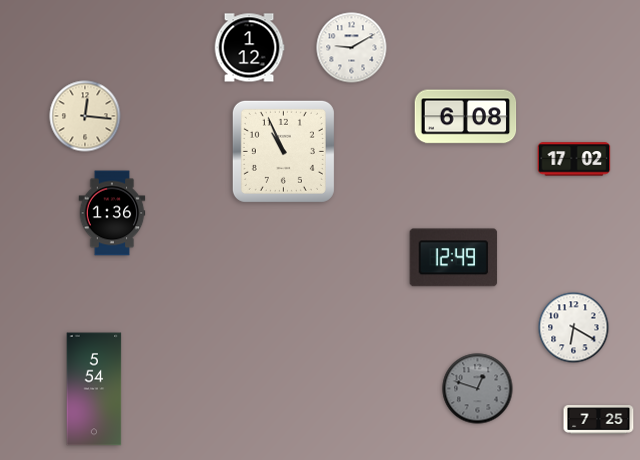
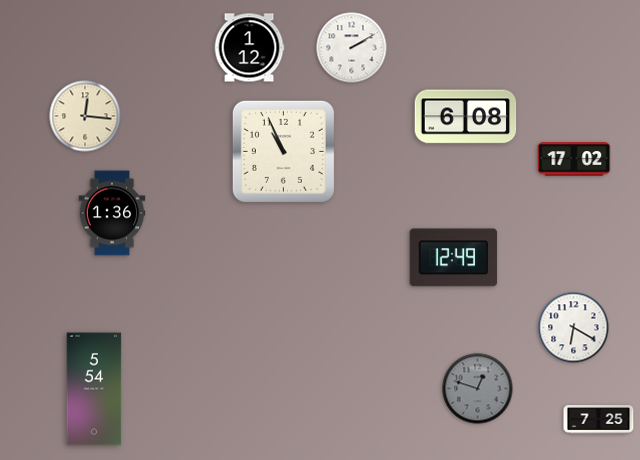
clock at (352, 48): 9:10 -> 2:10
